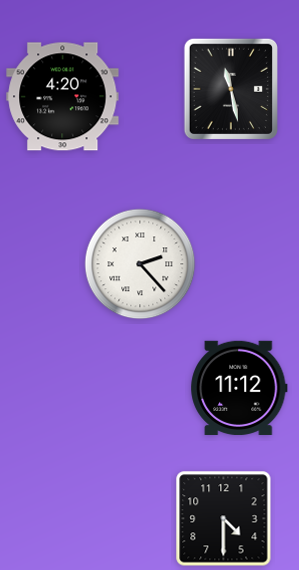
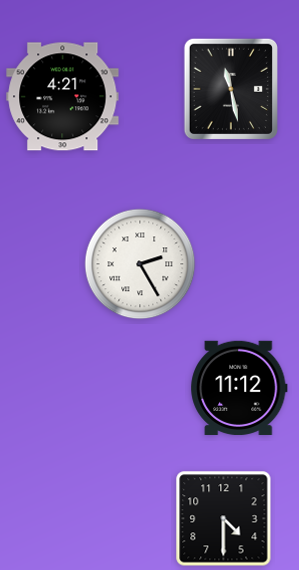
clock at (63, 97): 4:20 -> 4:21
clock at (140, 264): 2:23 -> 2:25
